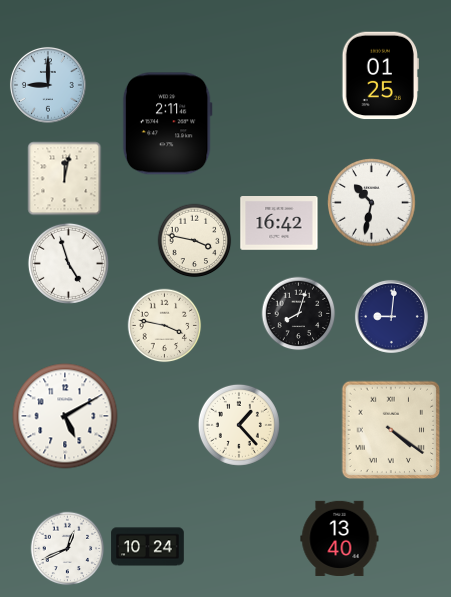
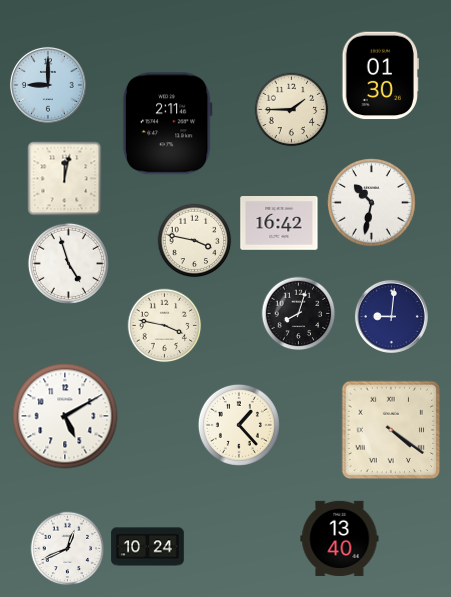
clock at (380, 76): 01:25 -> 01:30
clock at (292, 110): none -> 1:45
